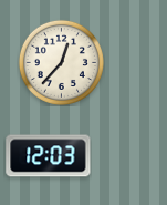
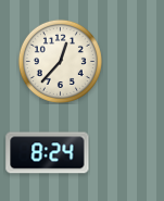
clock at (49, 156): 12:03 -> 8:24
